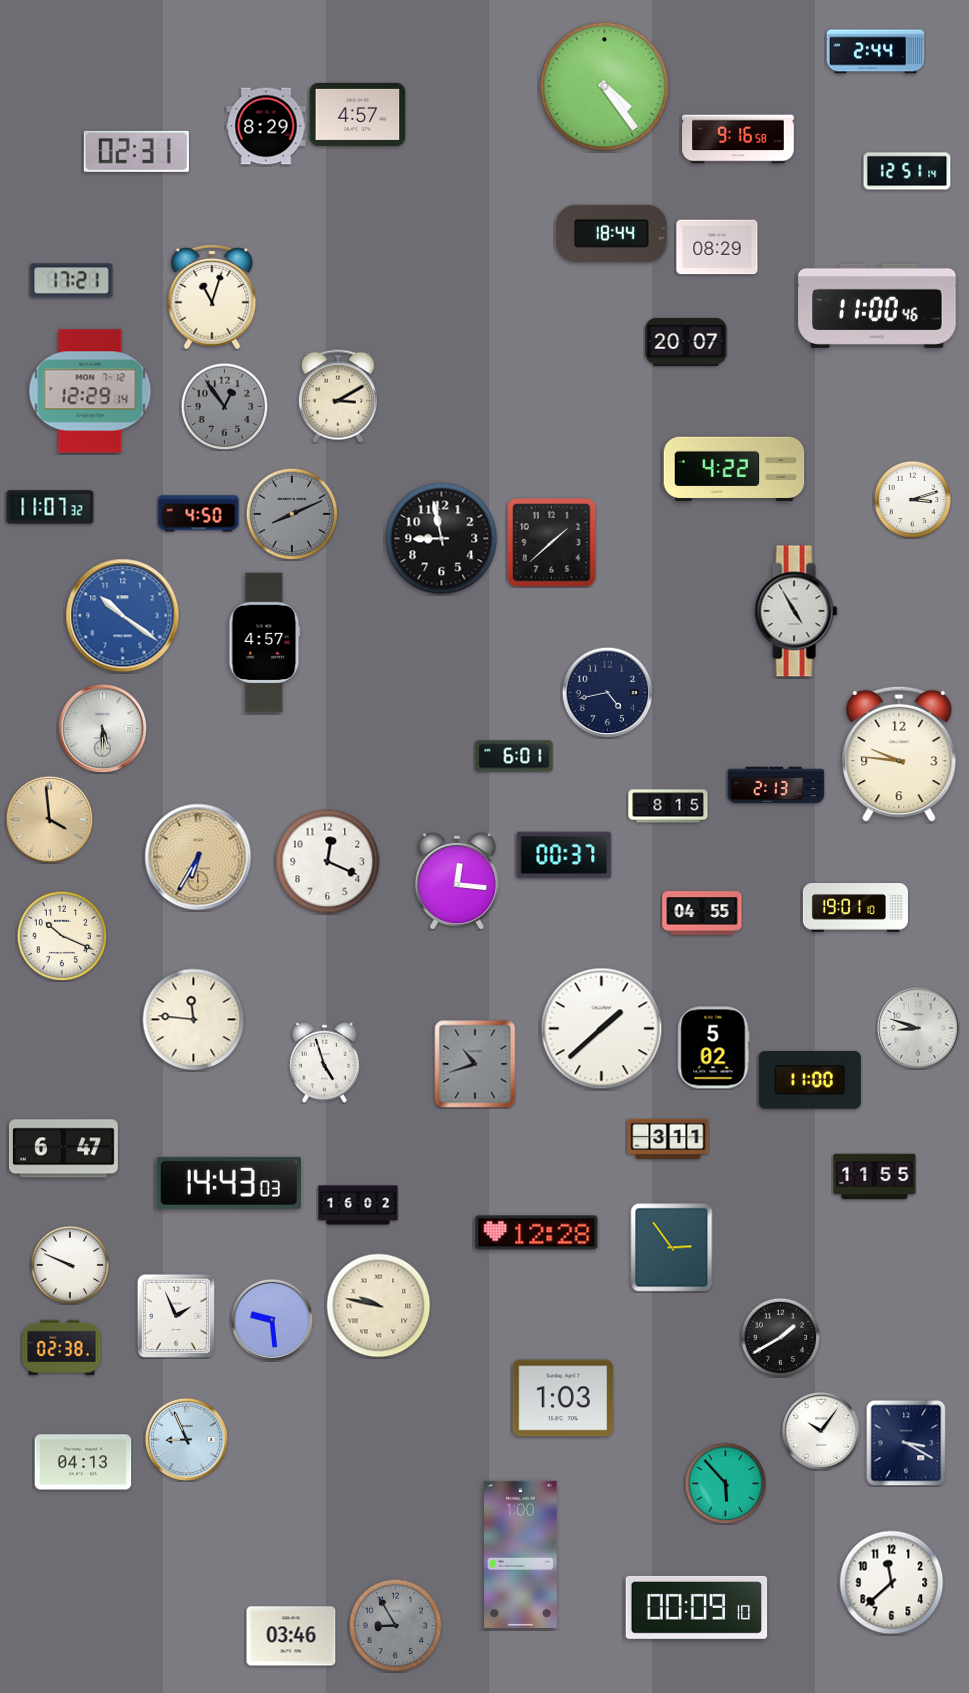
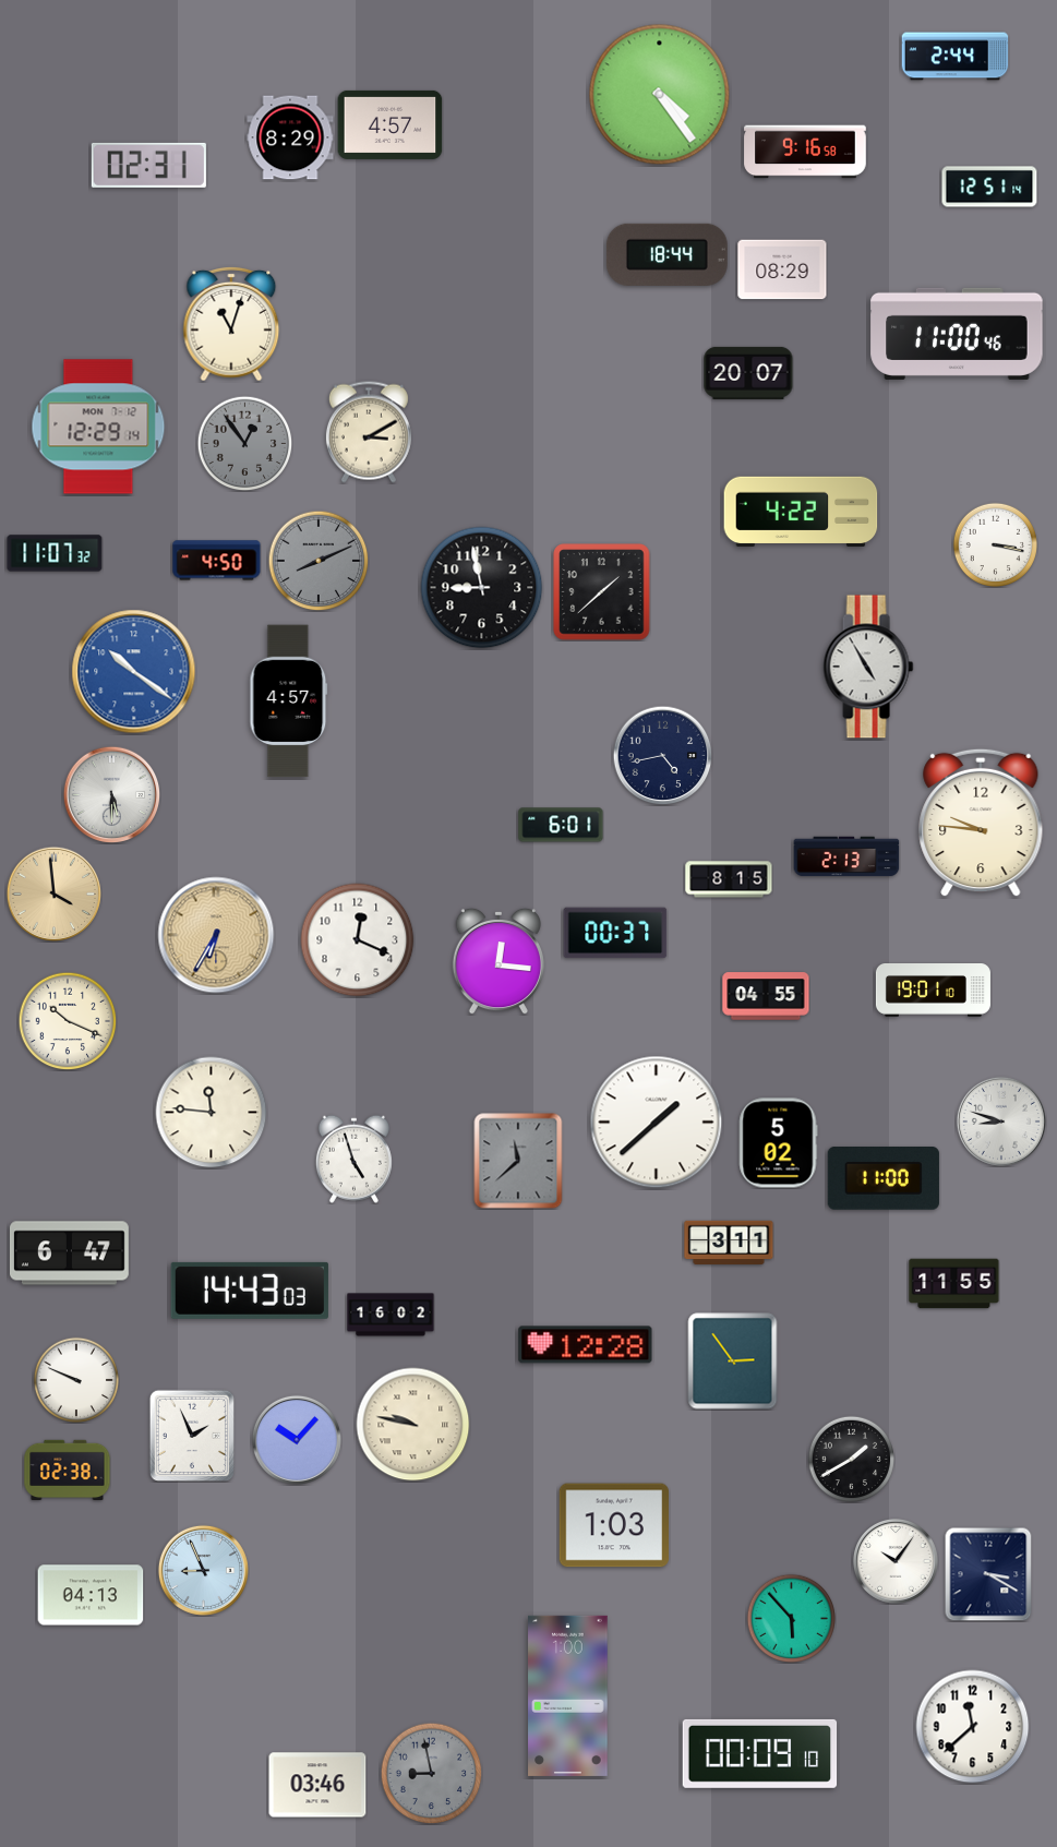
clock at (72, 281): 17:21 -> none
clock at (912, 499): 3:12 -> 3:17
clock at (475, 1064): 10:42 -> 11:38
clock at (272, 1320): 9:29 -> 10:07
clock at (395, 1625): 8:55 -> 8:58
